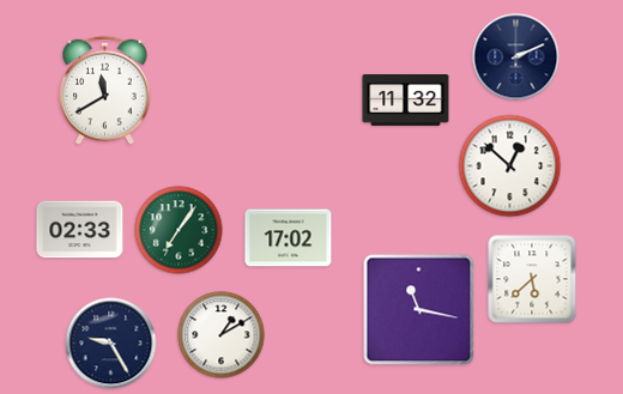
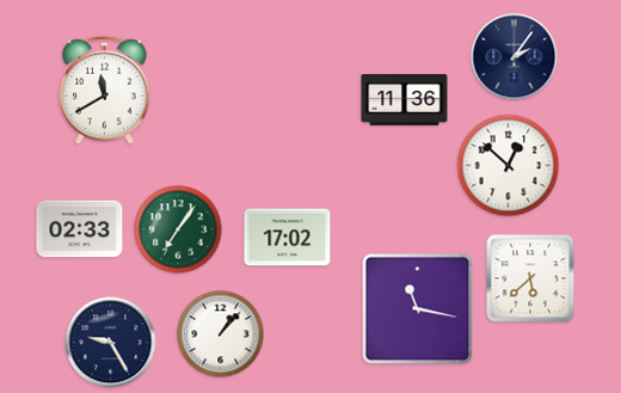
clock at (516, 57): 2:11 -> 2:06
clock at (406, 101): 11:32 -> 11:36
clock at (222, 335): 1:10 -> 1:07
